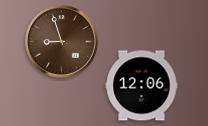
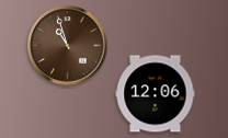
clock at (62, 42): 8:57 -> 10:57
